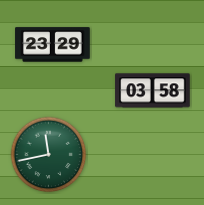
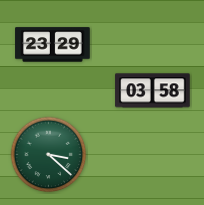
clock at (49, 155): 11:43 -> 3:22
